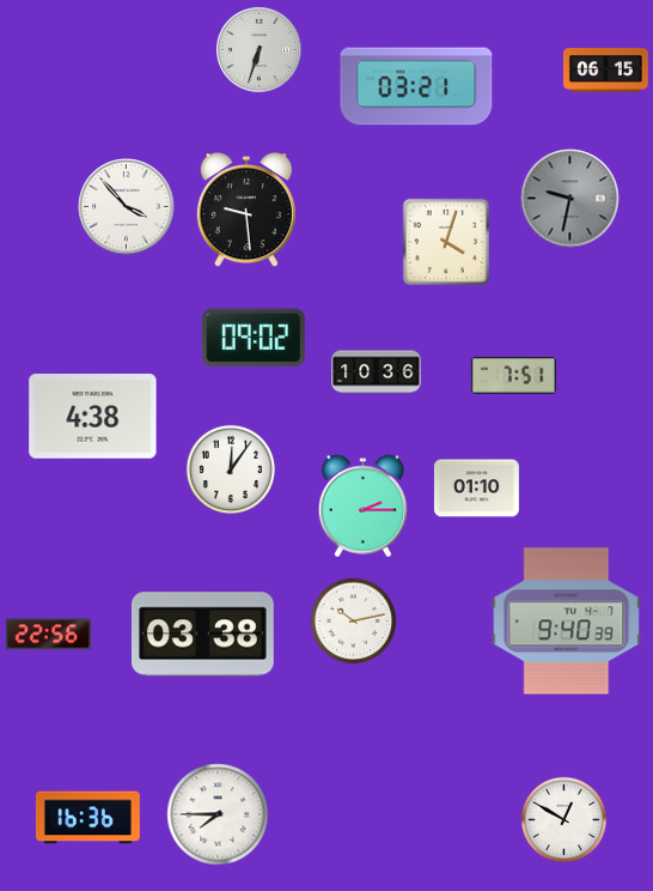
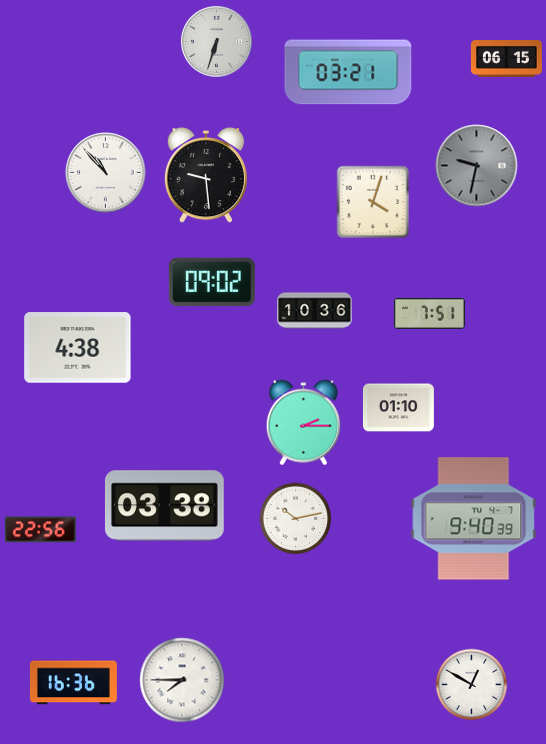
clock at (127, 207): 3:53 -> 10:53
clock at (230, 468): 12:06 -> none
clock at (202, 635) position: (202, 635) -> (164, 506)
